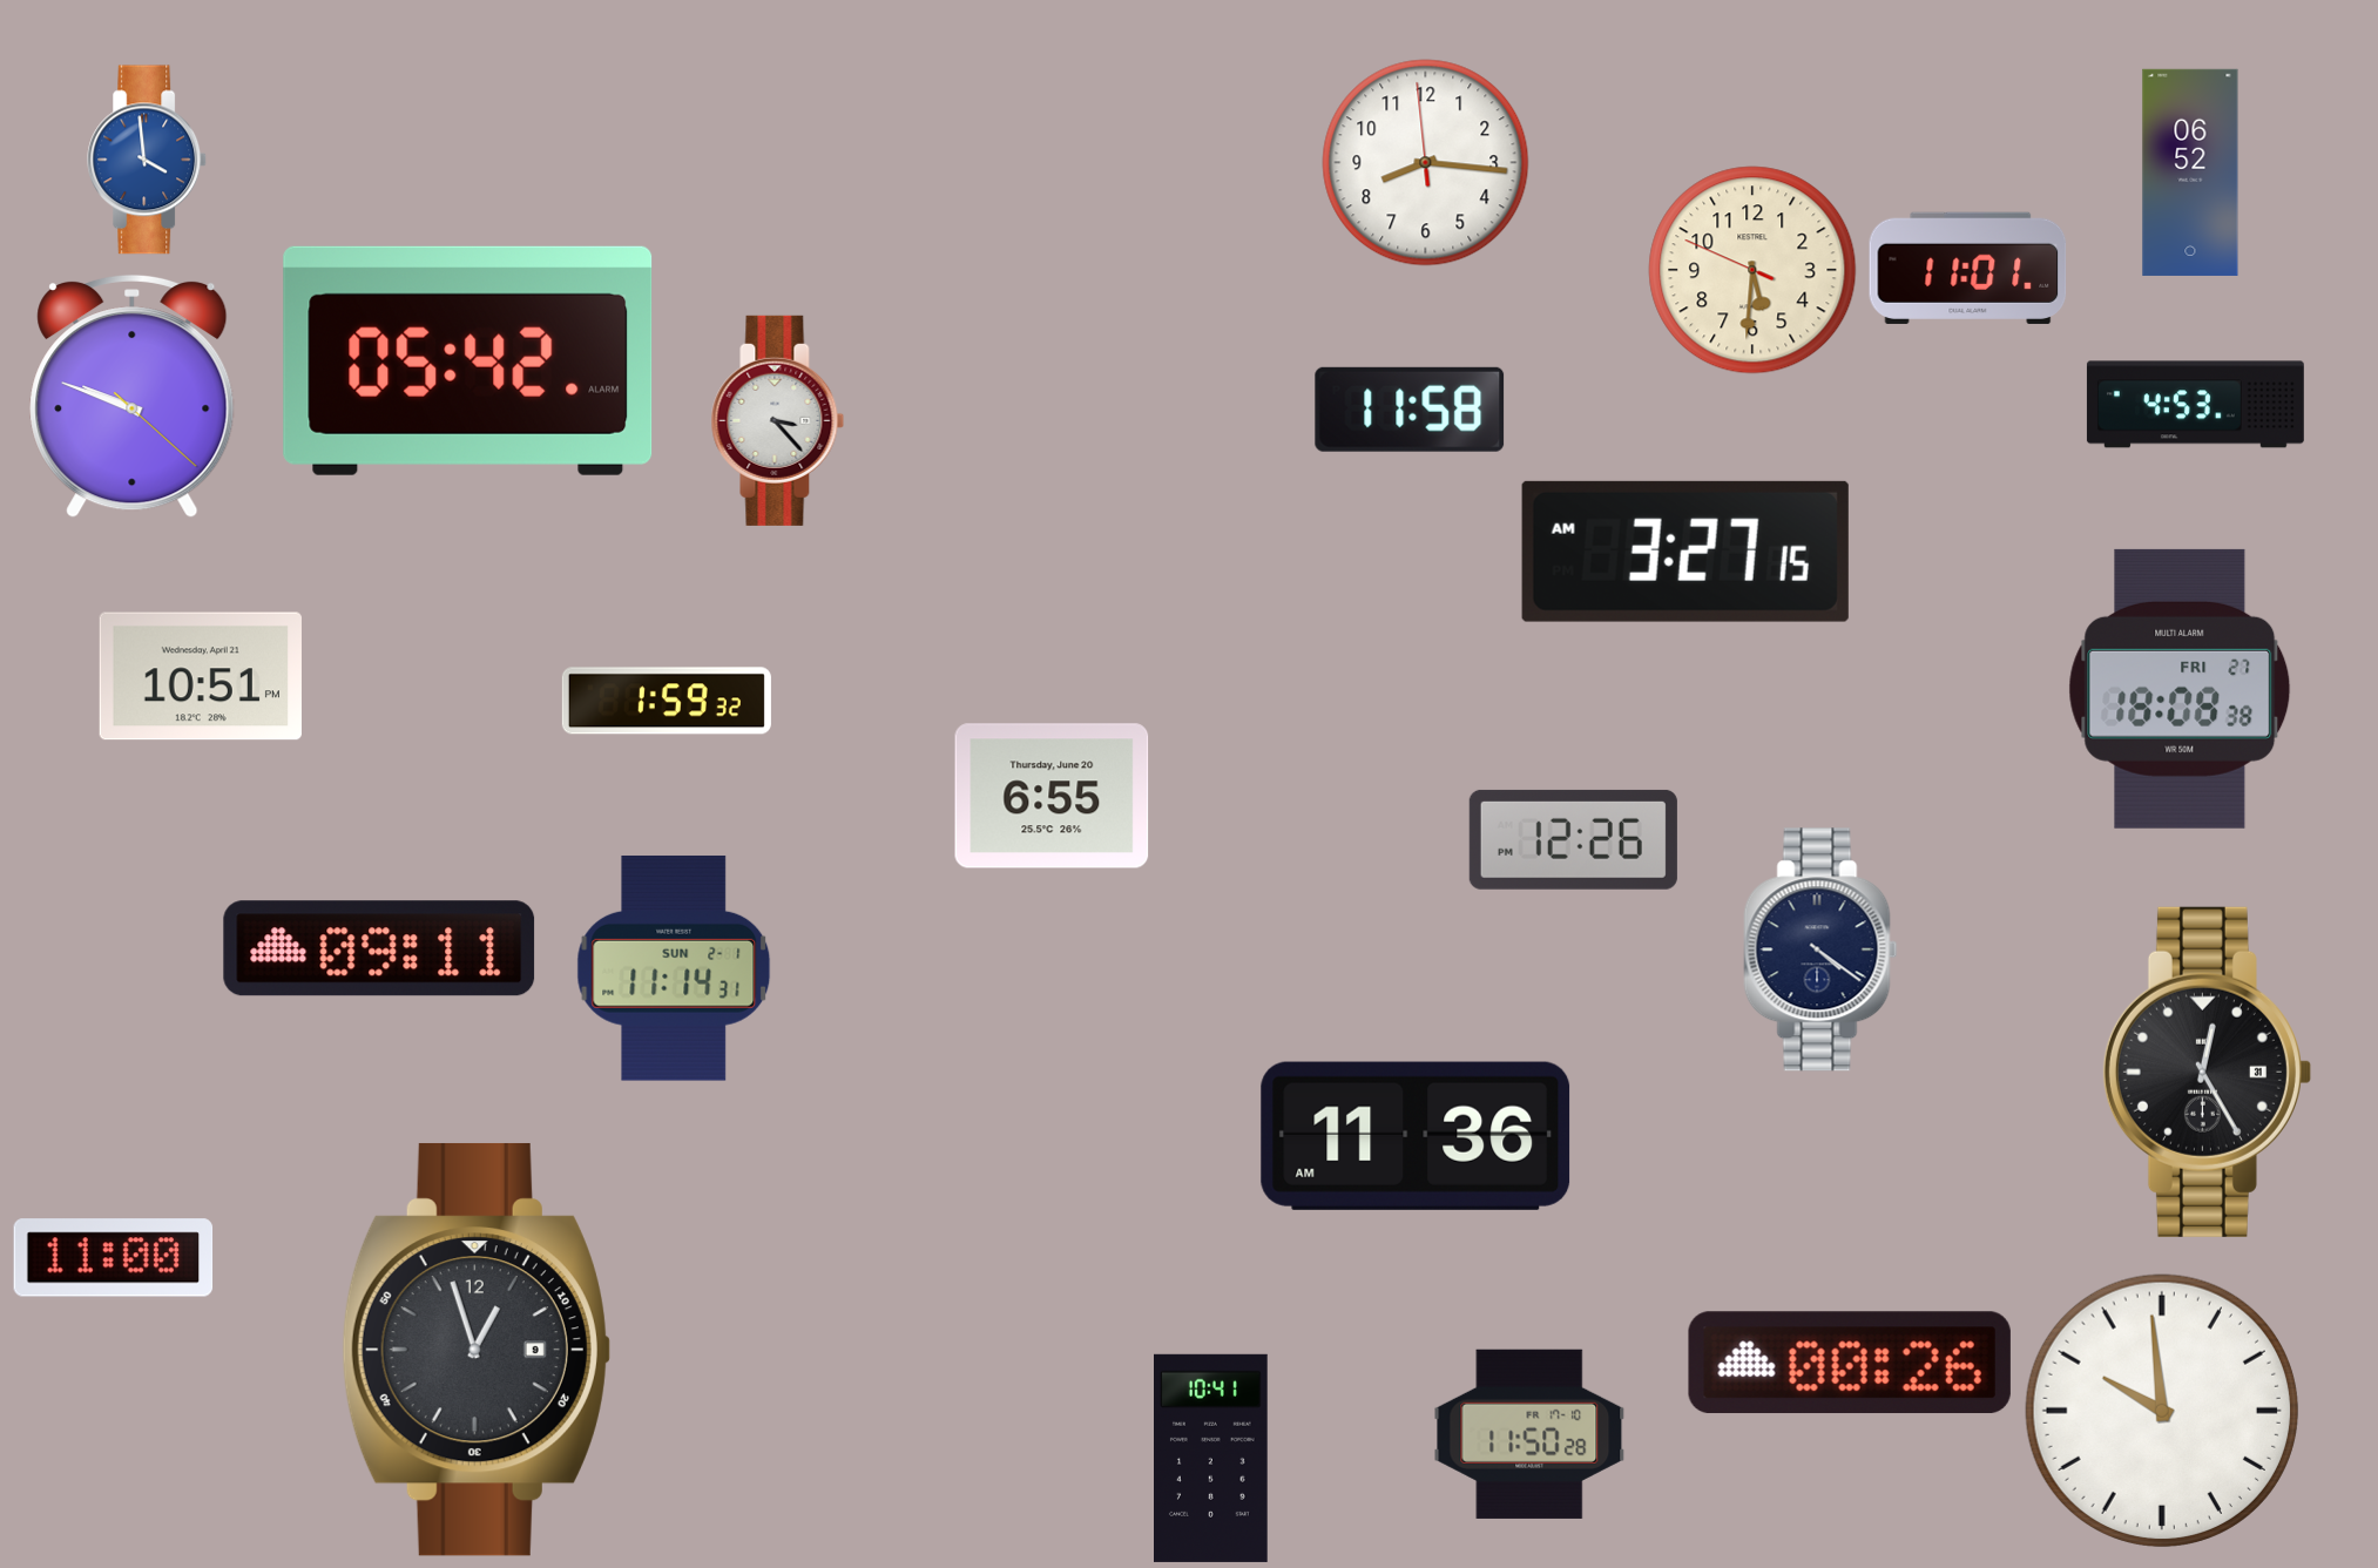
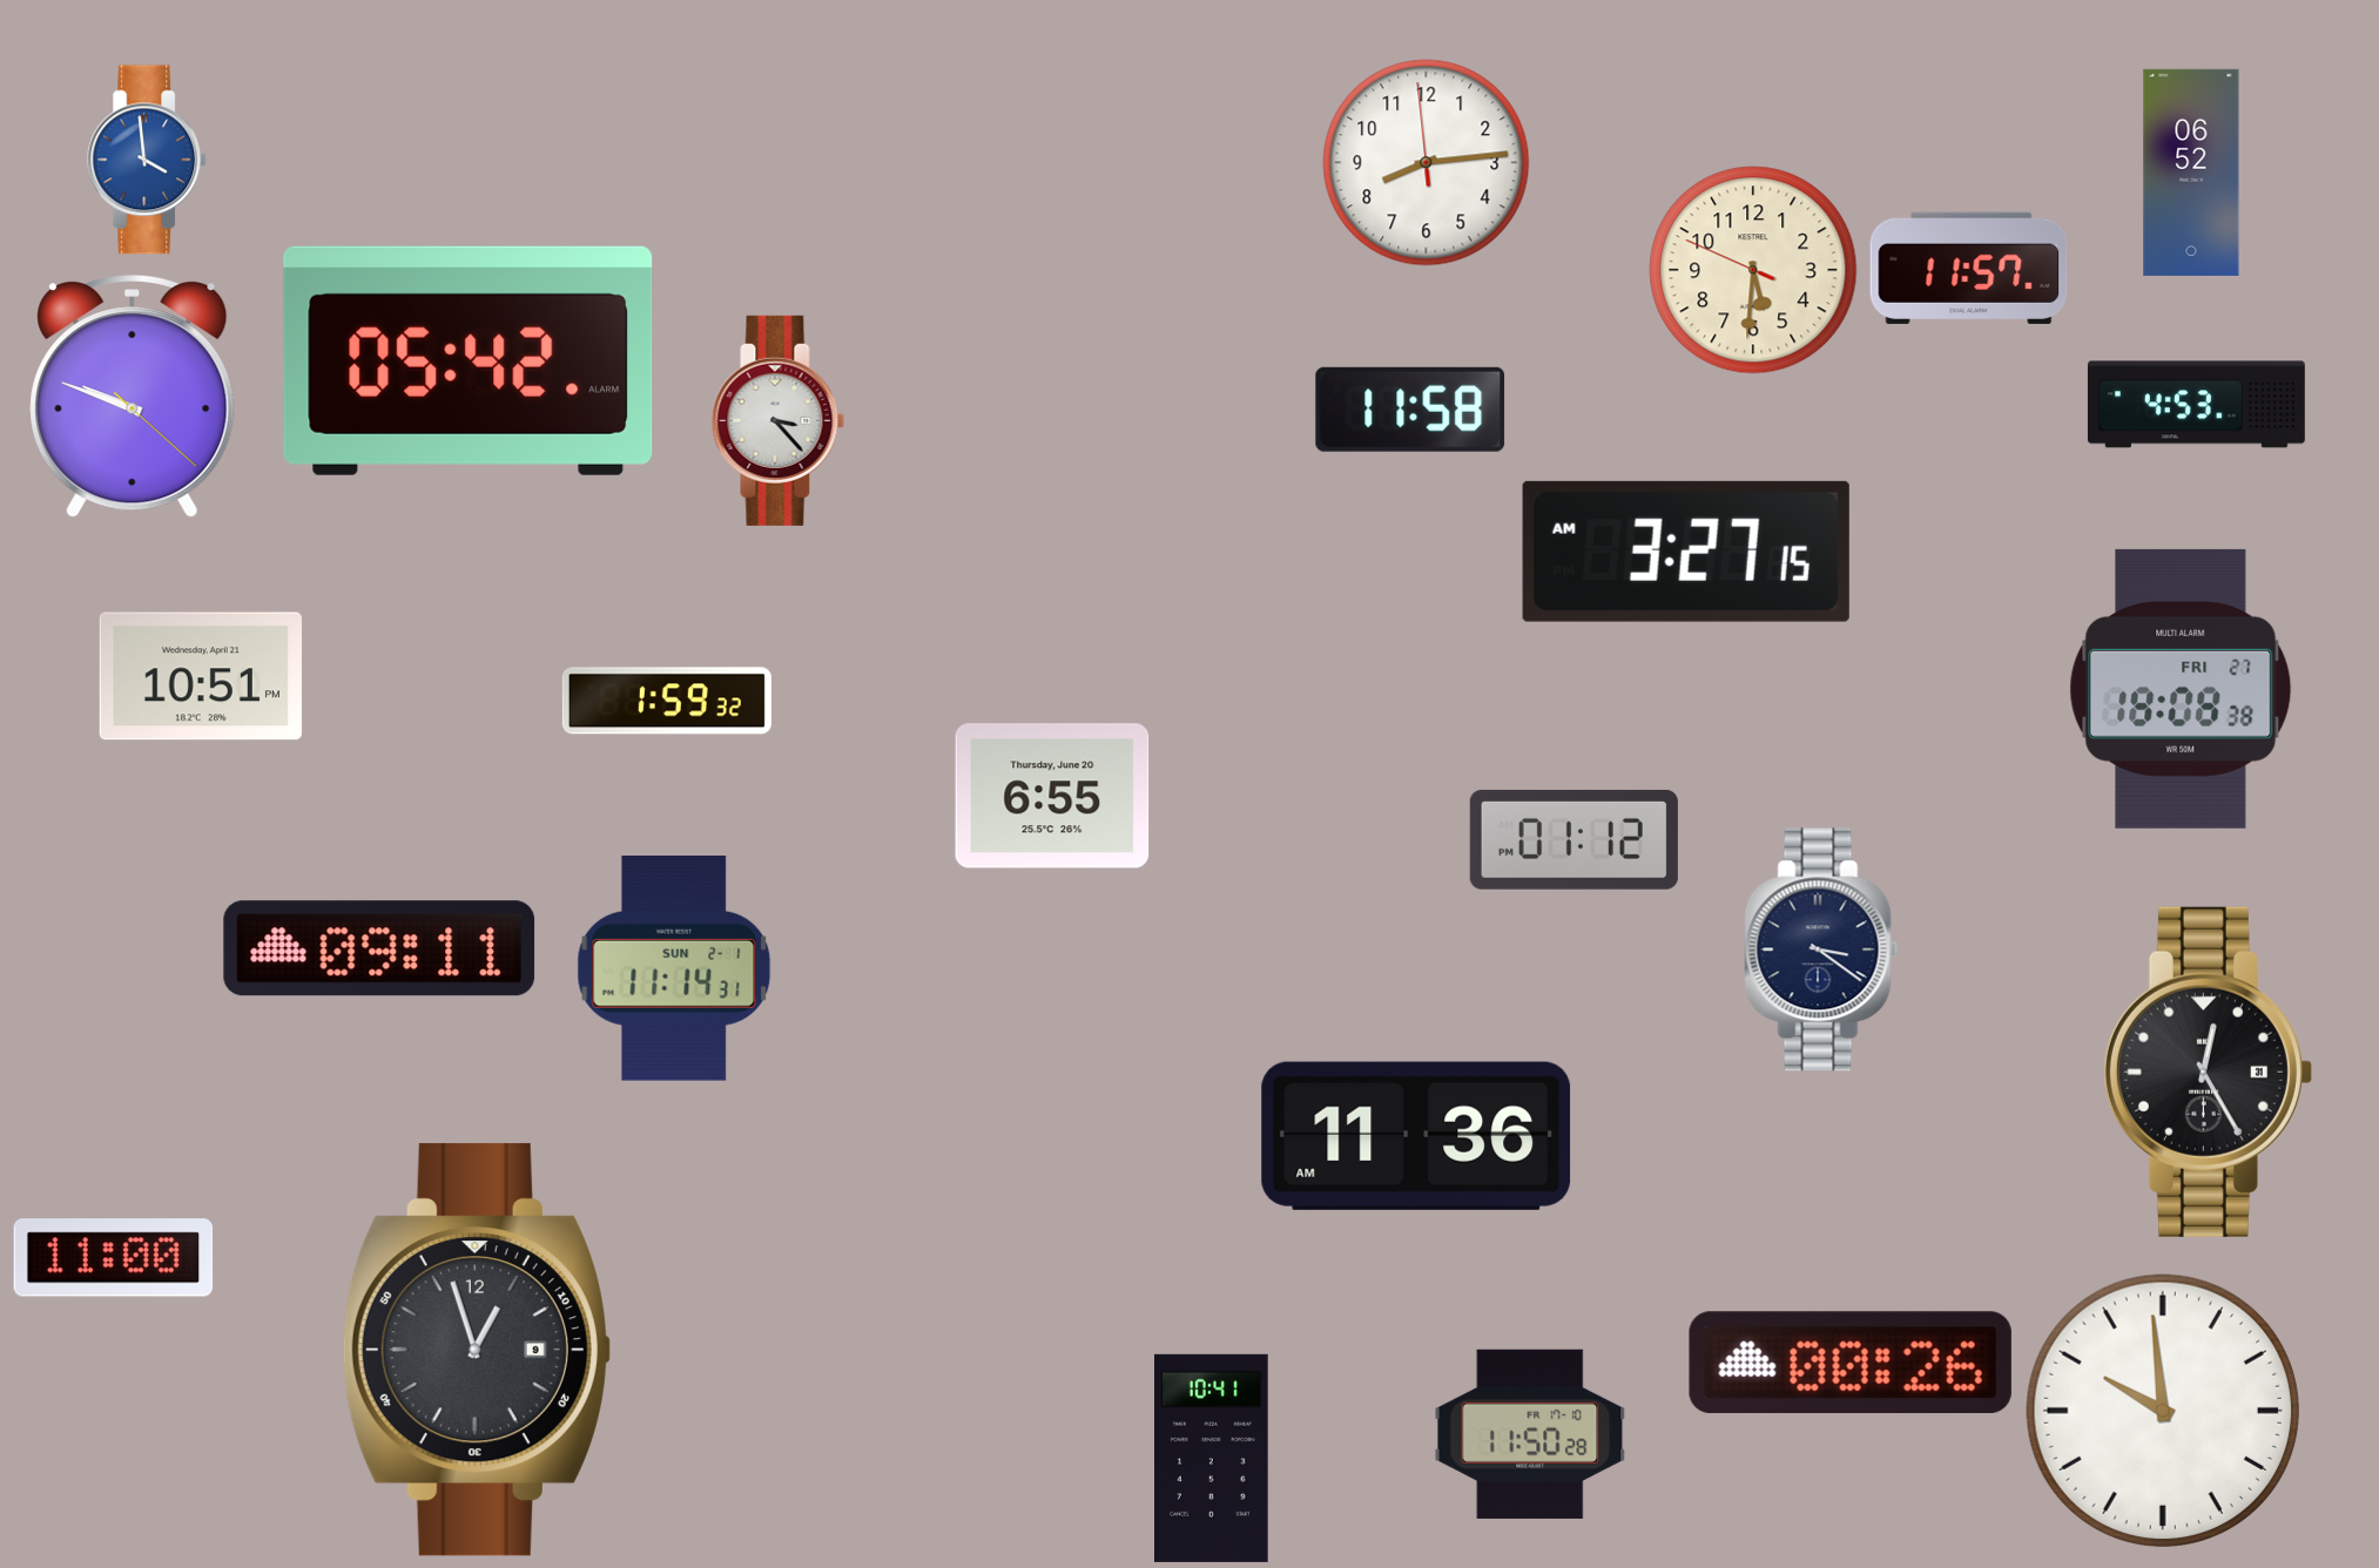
clock at (1426, 163): 8:15 -> 8:13
clock at (1968, 268): 11:01 -> 11:57
clock at (1573, 839): 12:26 -> 01:12
clock at (1820, 949): 4:21 -> 3:21
